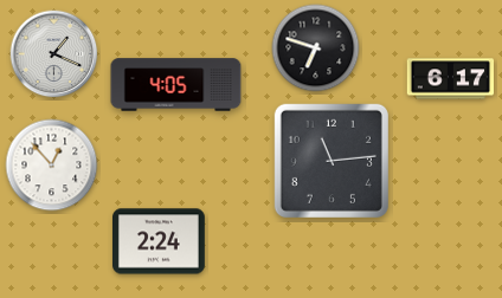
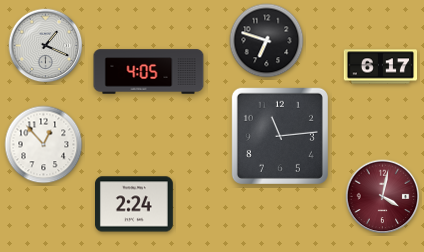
clock at (52, 166) position: (52, 166) -> (44, 145)
clock at (383, 197): none -> 4:02
